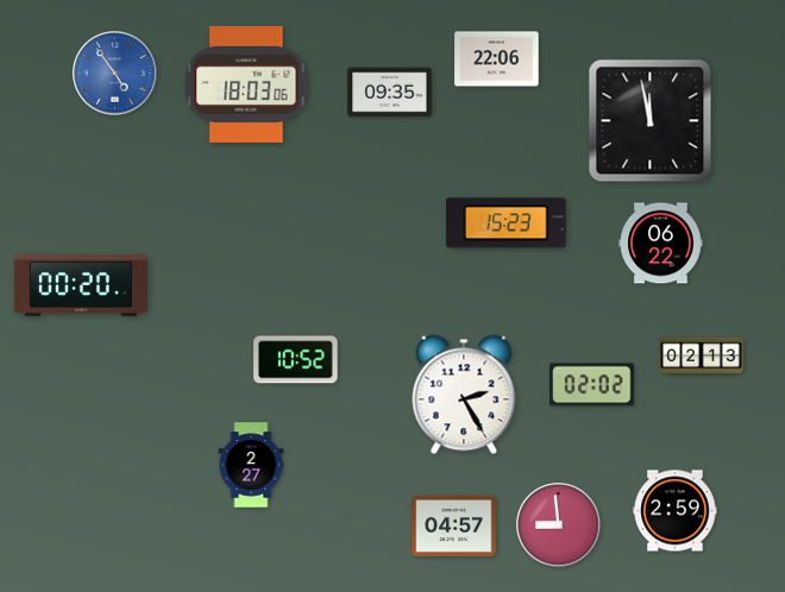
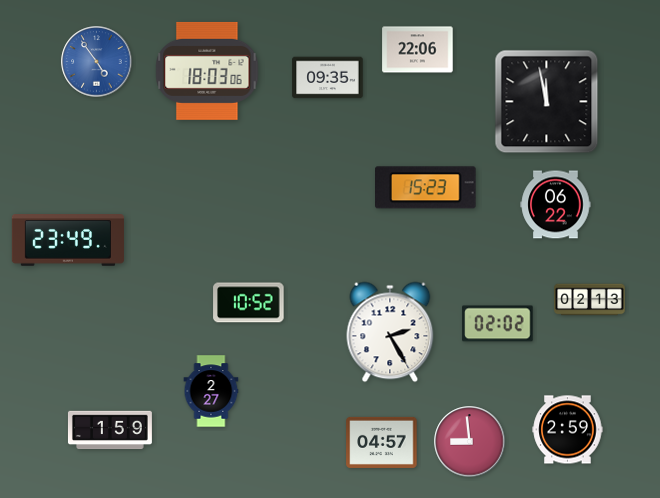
clock at (81, 285): 00:20 -> 23:49
clock at (110, 430): none -> 1:59
